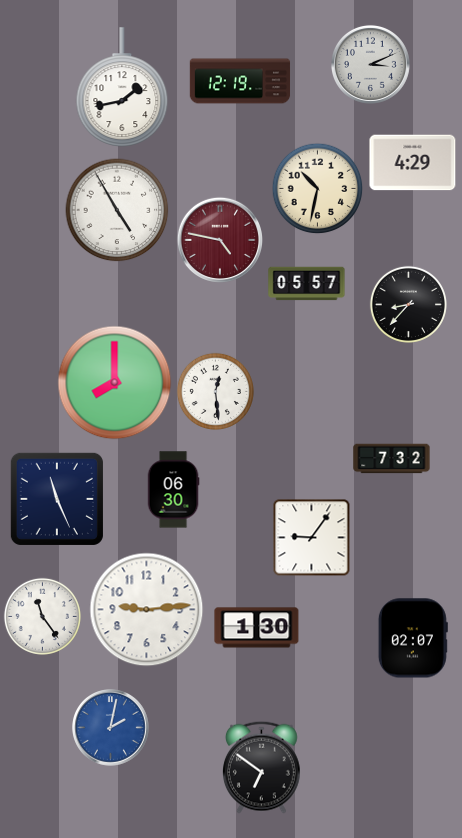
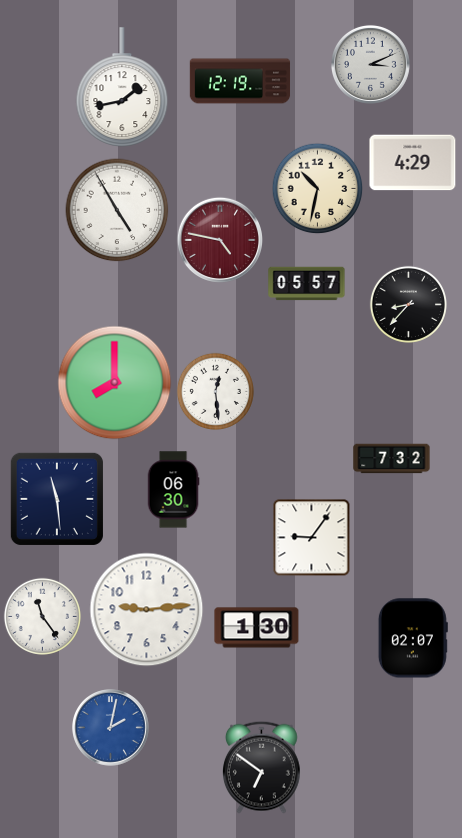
clock at (57, 499): 11:26 -> 11:29
